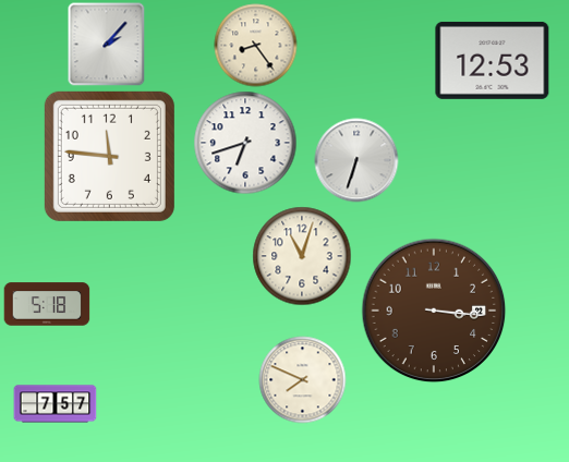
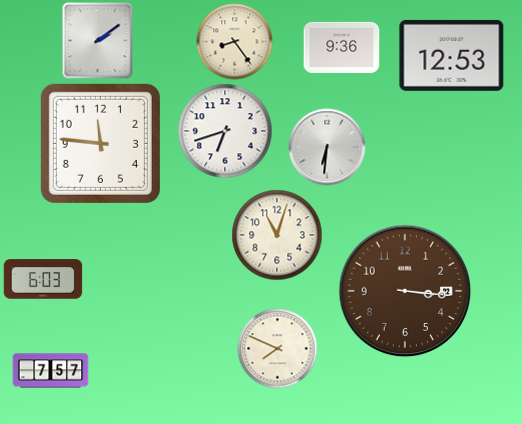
clock at (107, 45): 2:07 -> 2:09
clock at (342, 47): none -> 9:36
clock at (356, 160): 6:33 -> 6:31
clock at (47, 304): 5:18 -> 6:03
clock at (434, 311) position: (434, 311) -> (405, 291)
